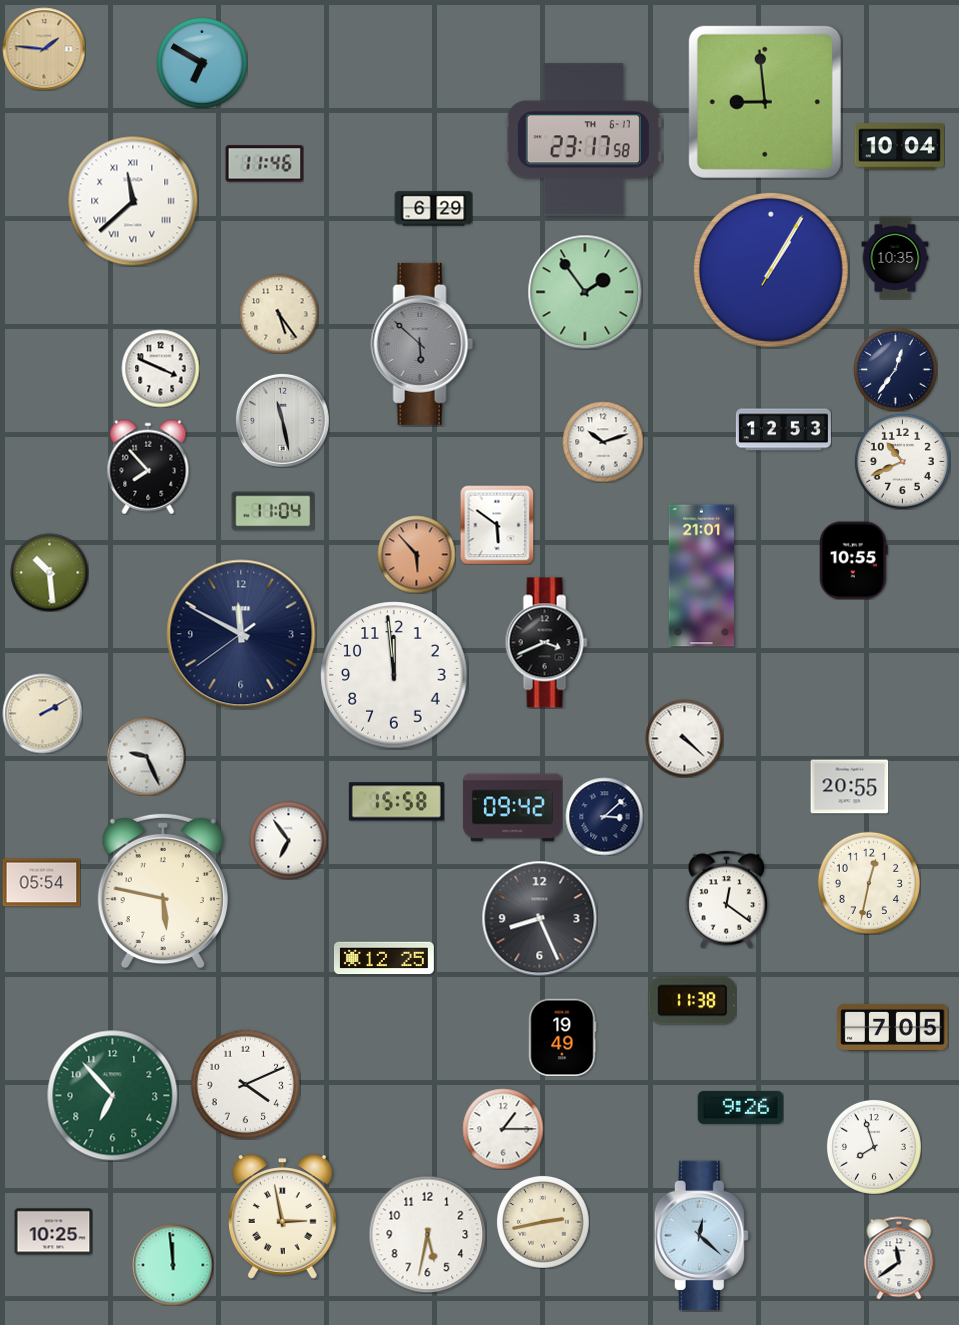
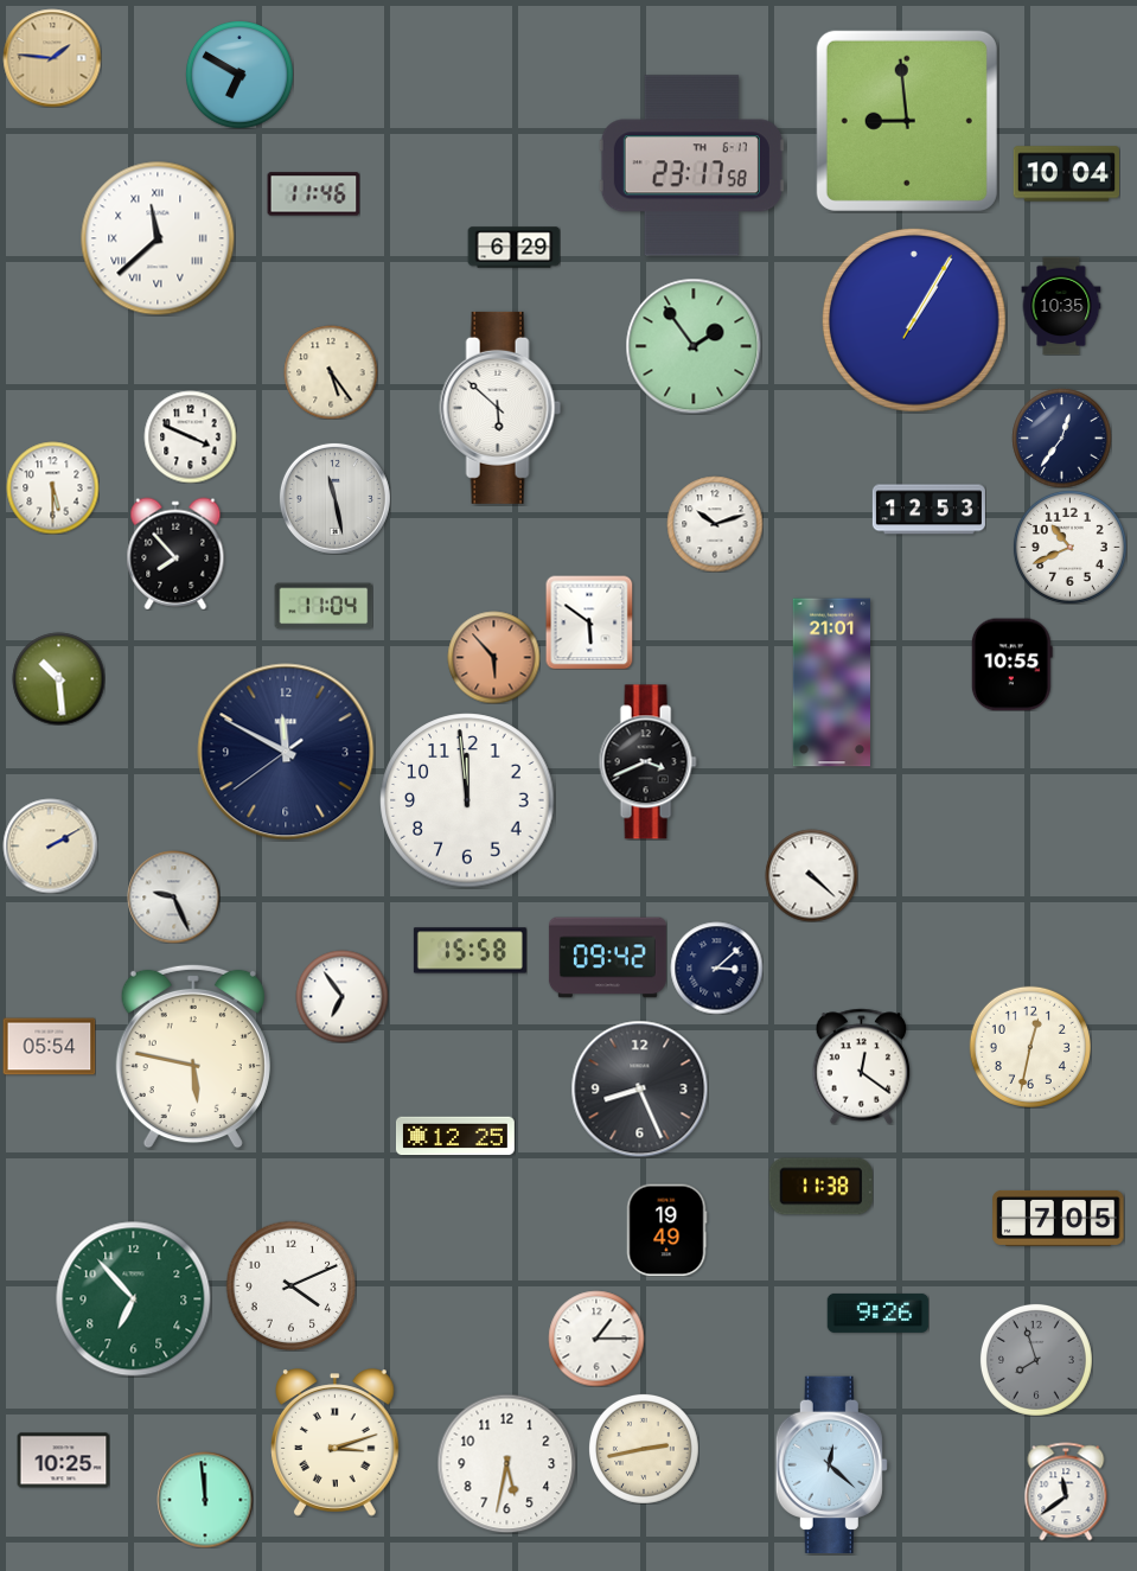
clock at (422, 344) dial: grey -> white
clock at (52, 487): none -> 5:30
clock at (849, 787): 20:55 -> none
clock at (874, 1147) dial: white -> grey
clock at (283, 1217): 2:58 -> 3:12
